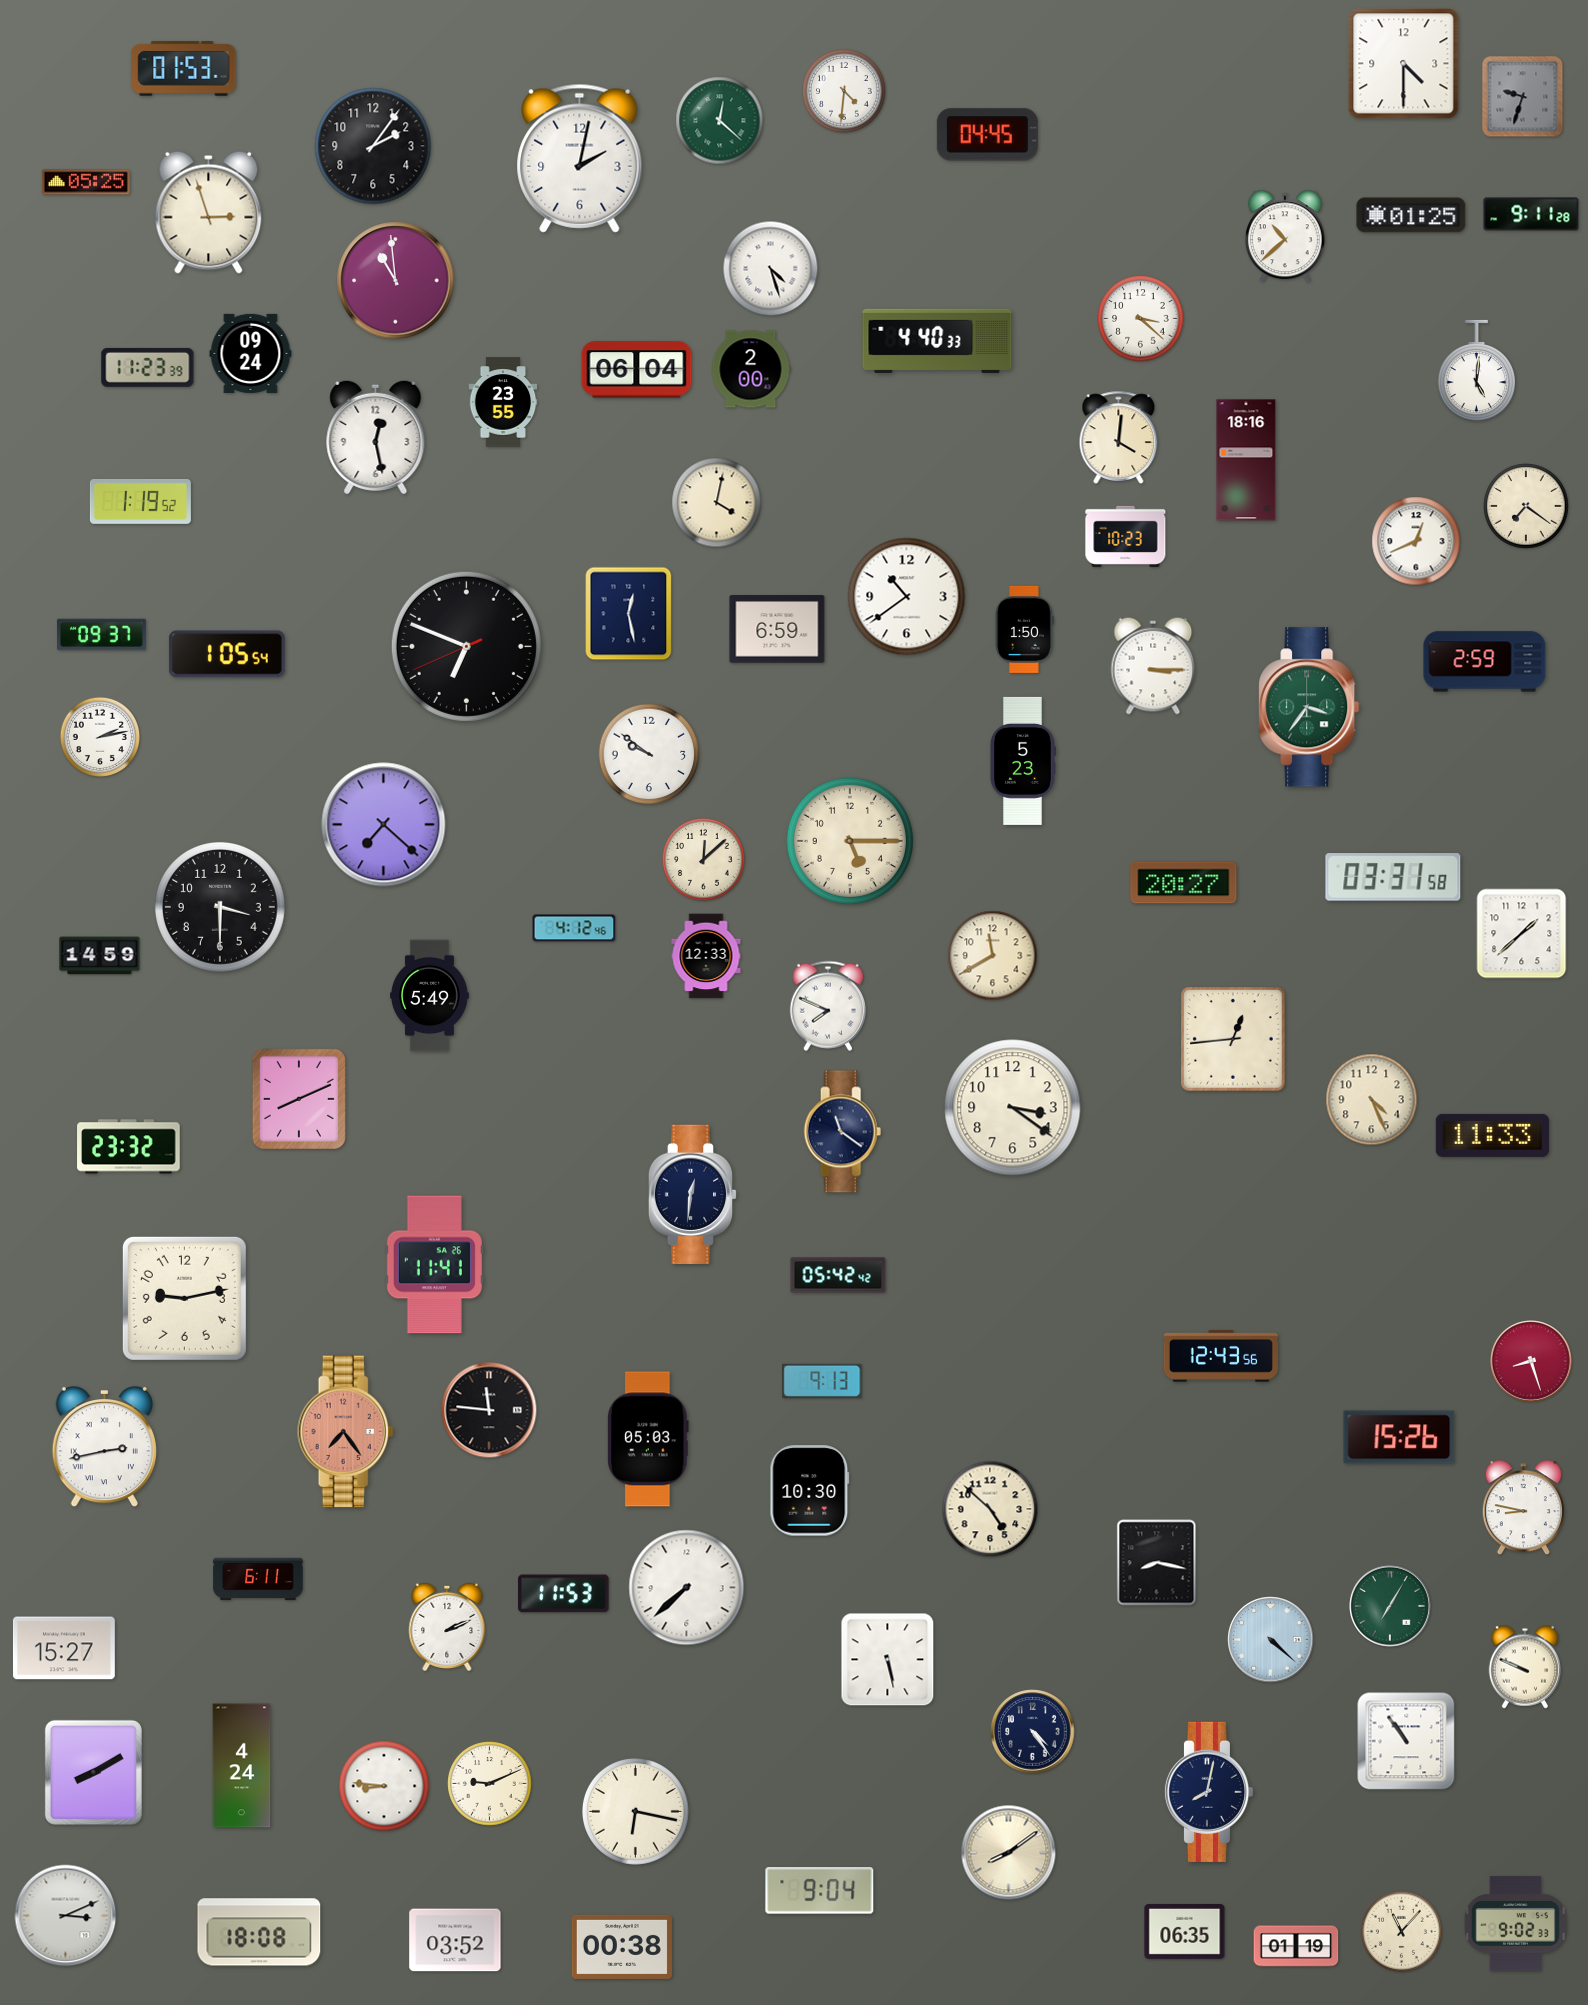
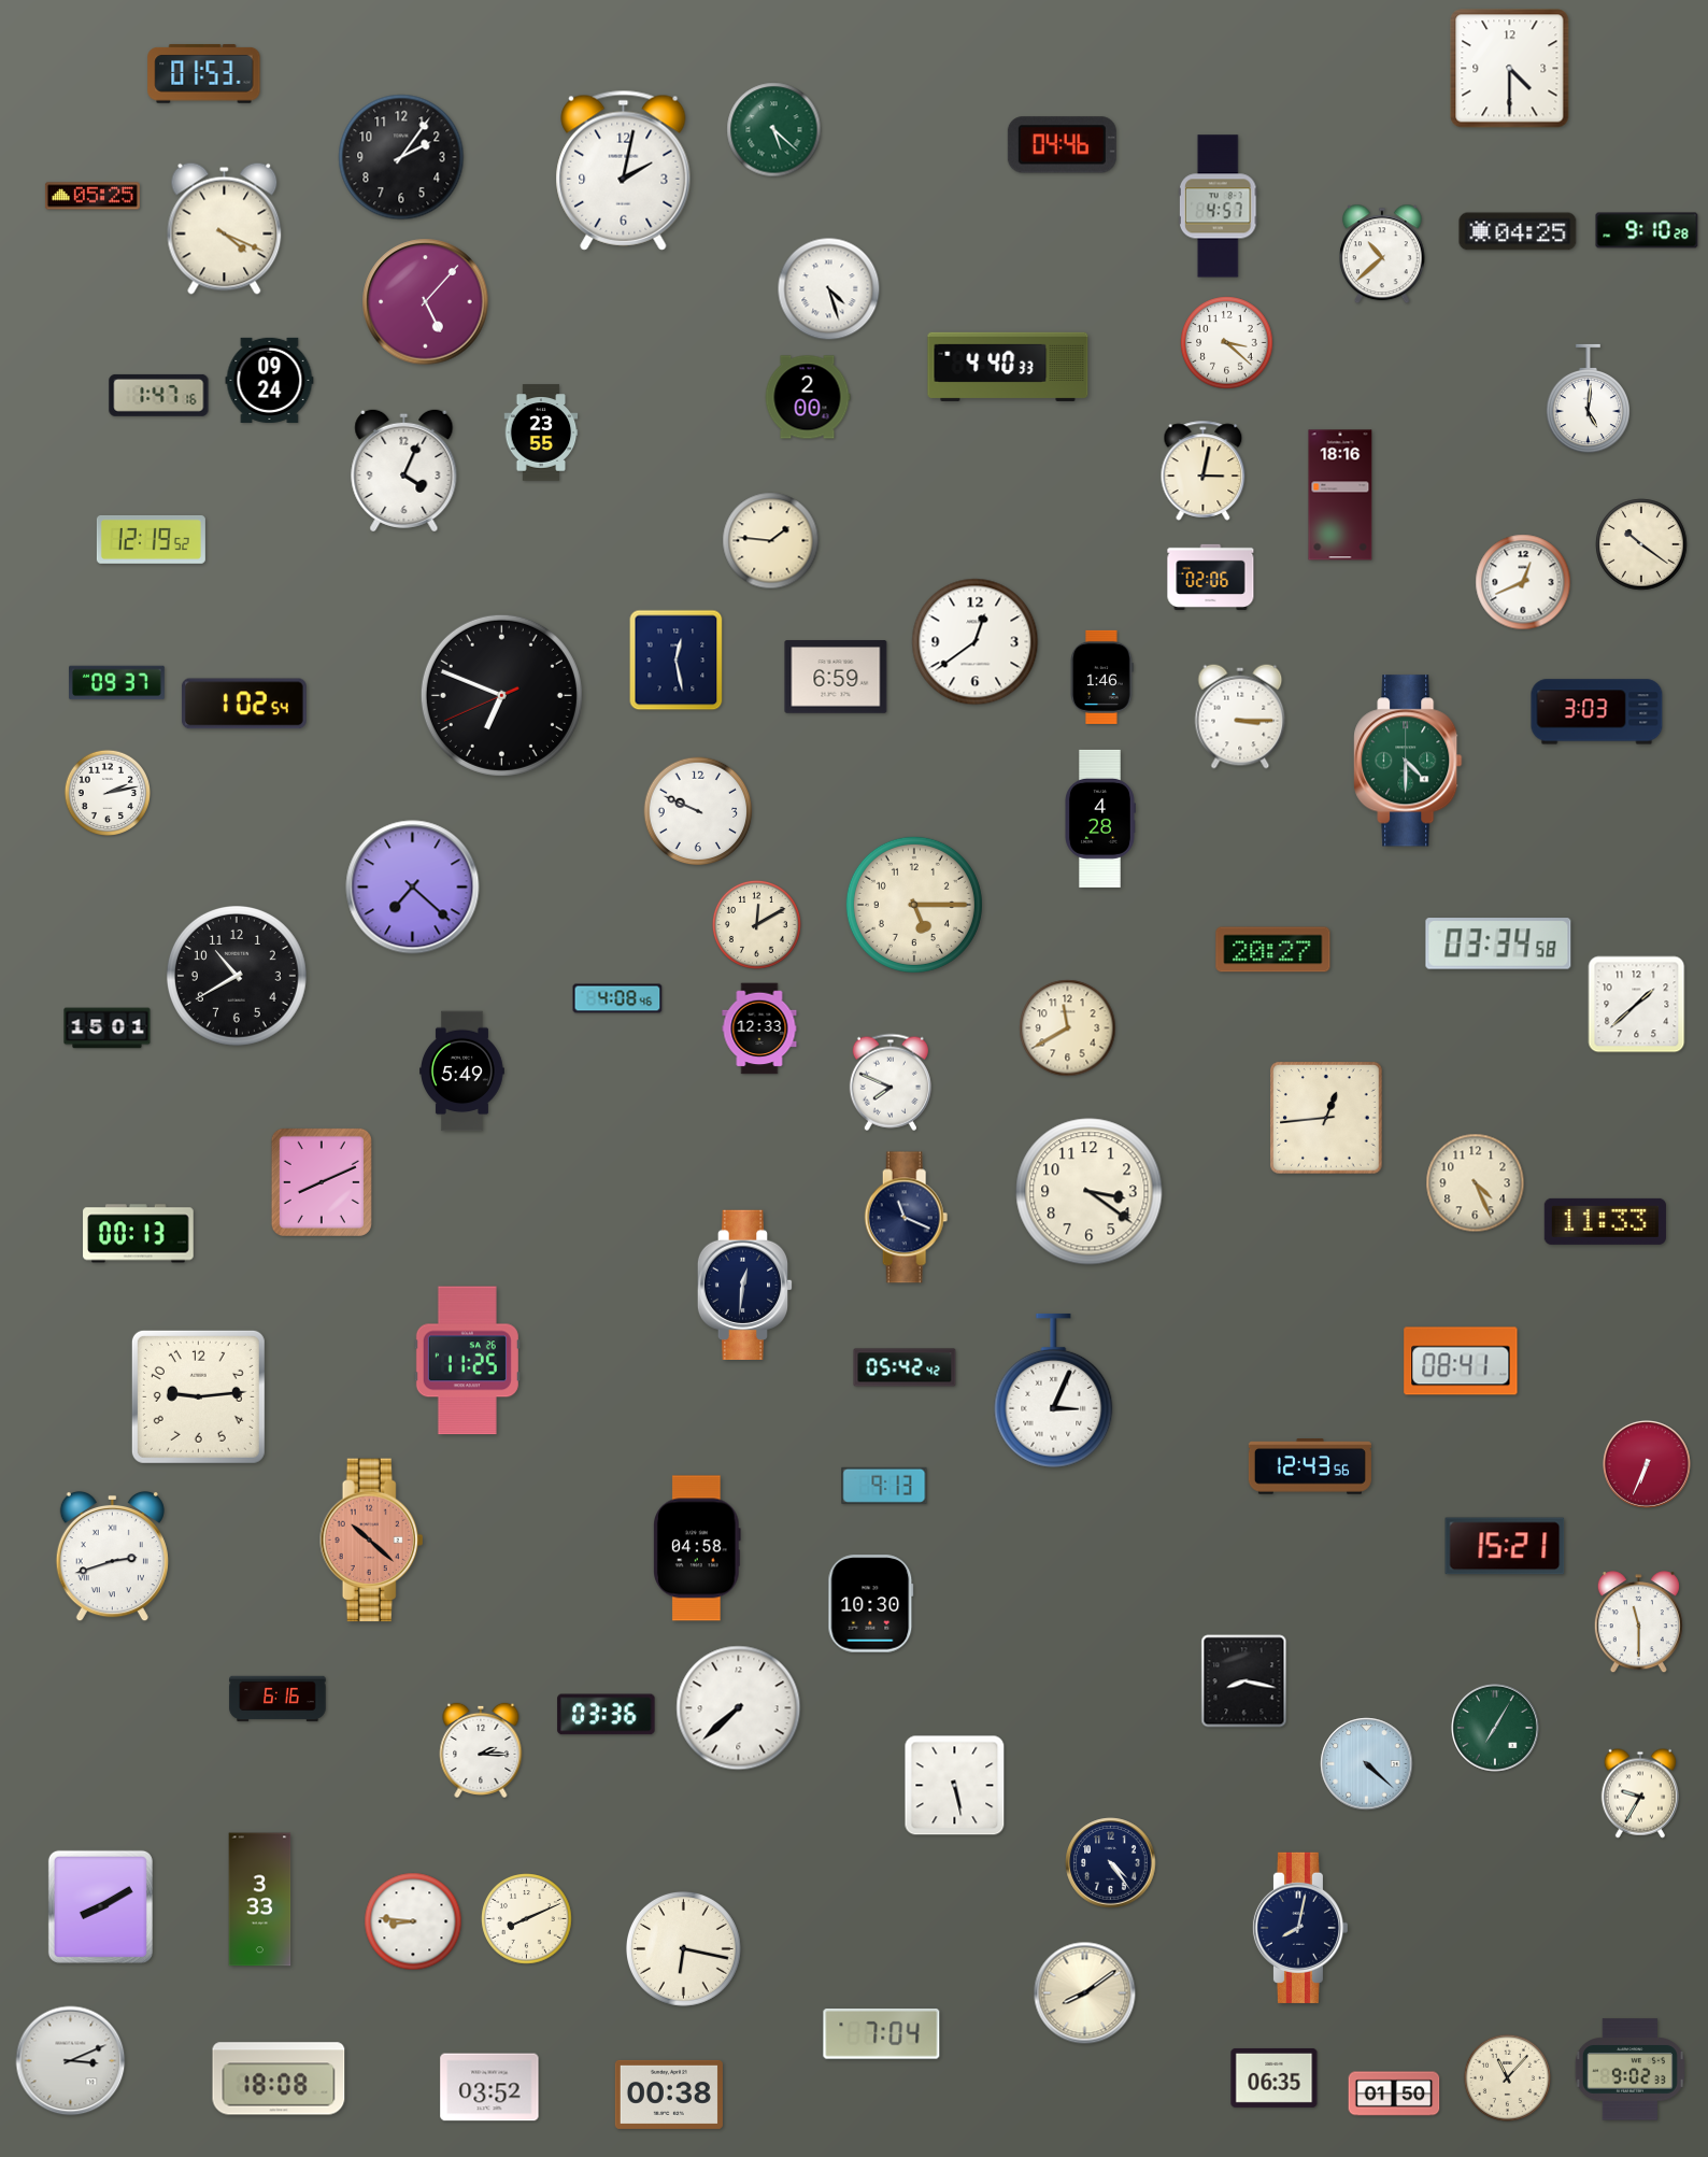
clock at (184, 69) position: (184, 69) -> (204, 74)
clock at (845, 92): 4:31 -> none
clock at (1523, 97): 9:33 -> none
clock at (720, 121): 12:22 -> 5:22
clock at (987, 135): 04:45 -> 04:46
clock at (1219, 207): none -> 4:57
clock at (209, 212): 2:57 -> 4:19
clock at (1531, 214): 9:11 -> 9:10
clock at (1411, 215): 01:25 -> 04:25
clock at (396, 281): 10:59 -> 5:07
clock at (148, 367): 11:23 -> 1:47
clock at (637, 370): 06:04 -> none
clock at (376, 437): 12:28 -> 4:04
clock at (1119, 437): 4:01 -> 3:02
clock at (140, 501): 1:19 -> 12:19
clock at (717, 503): 4:02 -> 1:46
clock at (1526, 506): 7:21 -> 10:21
clock at (1126, 536): 10:23 -> 02:06
clock at (907, 597): 10:39 -> 12:39
clock at (1024, 629): 1:50 -> 1:46
clock at (102, 635) position: (102, 635) -> (117, 683)
clock at (227, 654): 1:05 -> 1:02
clock at (1485, 662): 2:59 -> 3:03
clock at (1309, 707): 3:36 -> 4:30
clock at (649, 754): 9:51 -> 9:49
clock at (1023, 761): 5:23 -> 4:28
clock at (703, 859): 12:08 -> 12:10
clock at (1393, 877): 03:31 -> 03:34
clock at (220, 907): 3:30 -> 10:40
clock at (574, 928): 4:12 -> 4:08
clock at (100, 956): 14:59 -> 15:01
clock at (843, 1132): 11:21 -> 11:19
clock at (129, 1147): 23:32 -> 00:13
clock at (434, 1265): 11:41 -> 11:25
clock at (1461, 1361): none -> 08:41
clock at (838, 1275) position: (838, 1275) -> (905, 1367)
clock at (1054, 1391): none -> 3:04
clock at (184, 1298): 9:13 -> 9:14
clock at (1221, 1356) position: (1221, 1356) -> (1310, 1466)
clock at (1532, 1362): 8:27 -> 6:34
clock at (489, 1410): 11:46 -> none
clock at (346, 1432): 7:24 -> 10:22
clock at (1399, 1437): 15:26 -> 15:21
clock at (648, 1439): 05:03 -> 04:58
clock at (104, 1447): 2:43 -> 2:42
clock at (1523, 1508): 8:47 -> 11:30
clock at (990, 1509): 4:52 -> none
clock at (258, 1579): 6:11 -> 6:16
clock at (564, 1594): 11:53 -> 03:36
clock at (447, 1627): 2:11 -> 2:15
clock at (64, 1648): 15:27 -> none
clock at (1524, 1667): 9:49 -> 9:35
clock at (1406, 1741): 10:54 -> none
clock at (242, 1766): 4:24 -> 3:33
clock at (490, 1784): 9:11 -> 8:11
clock at (820, 1891): 9:04 -> 7:04
clock at (1296, 1946): 01:19 -> 01:50
